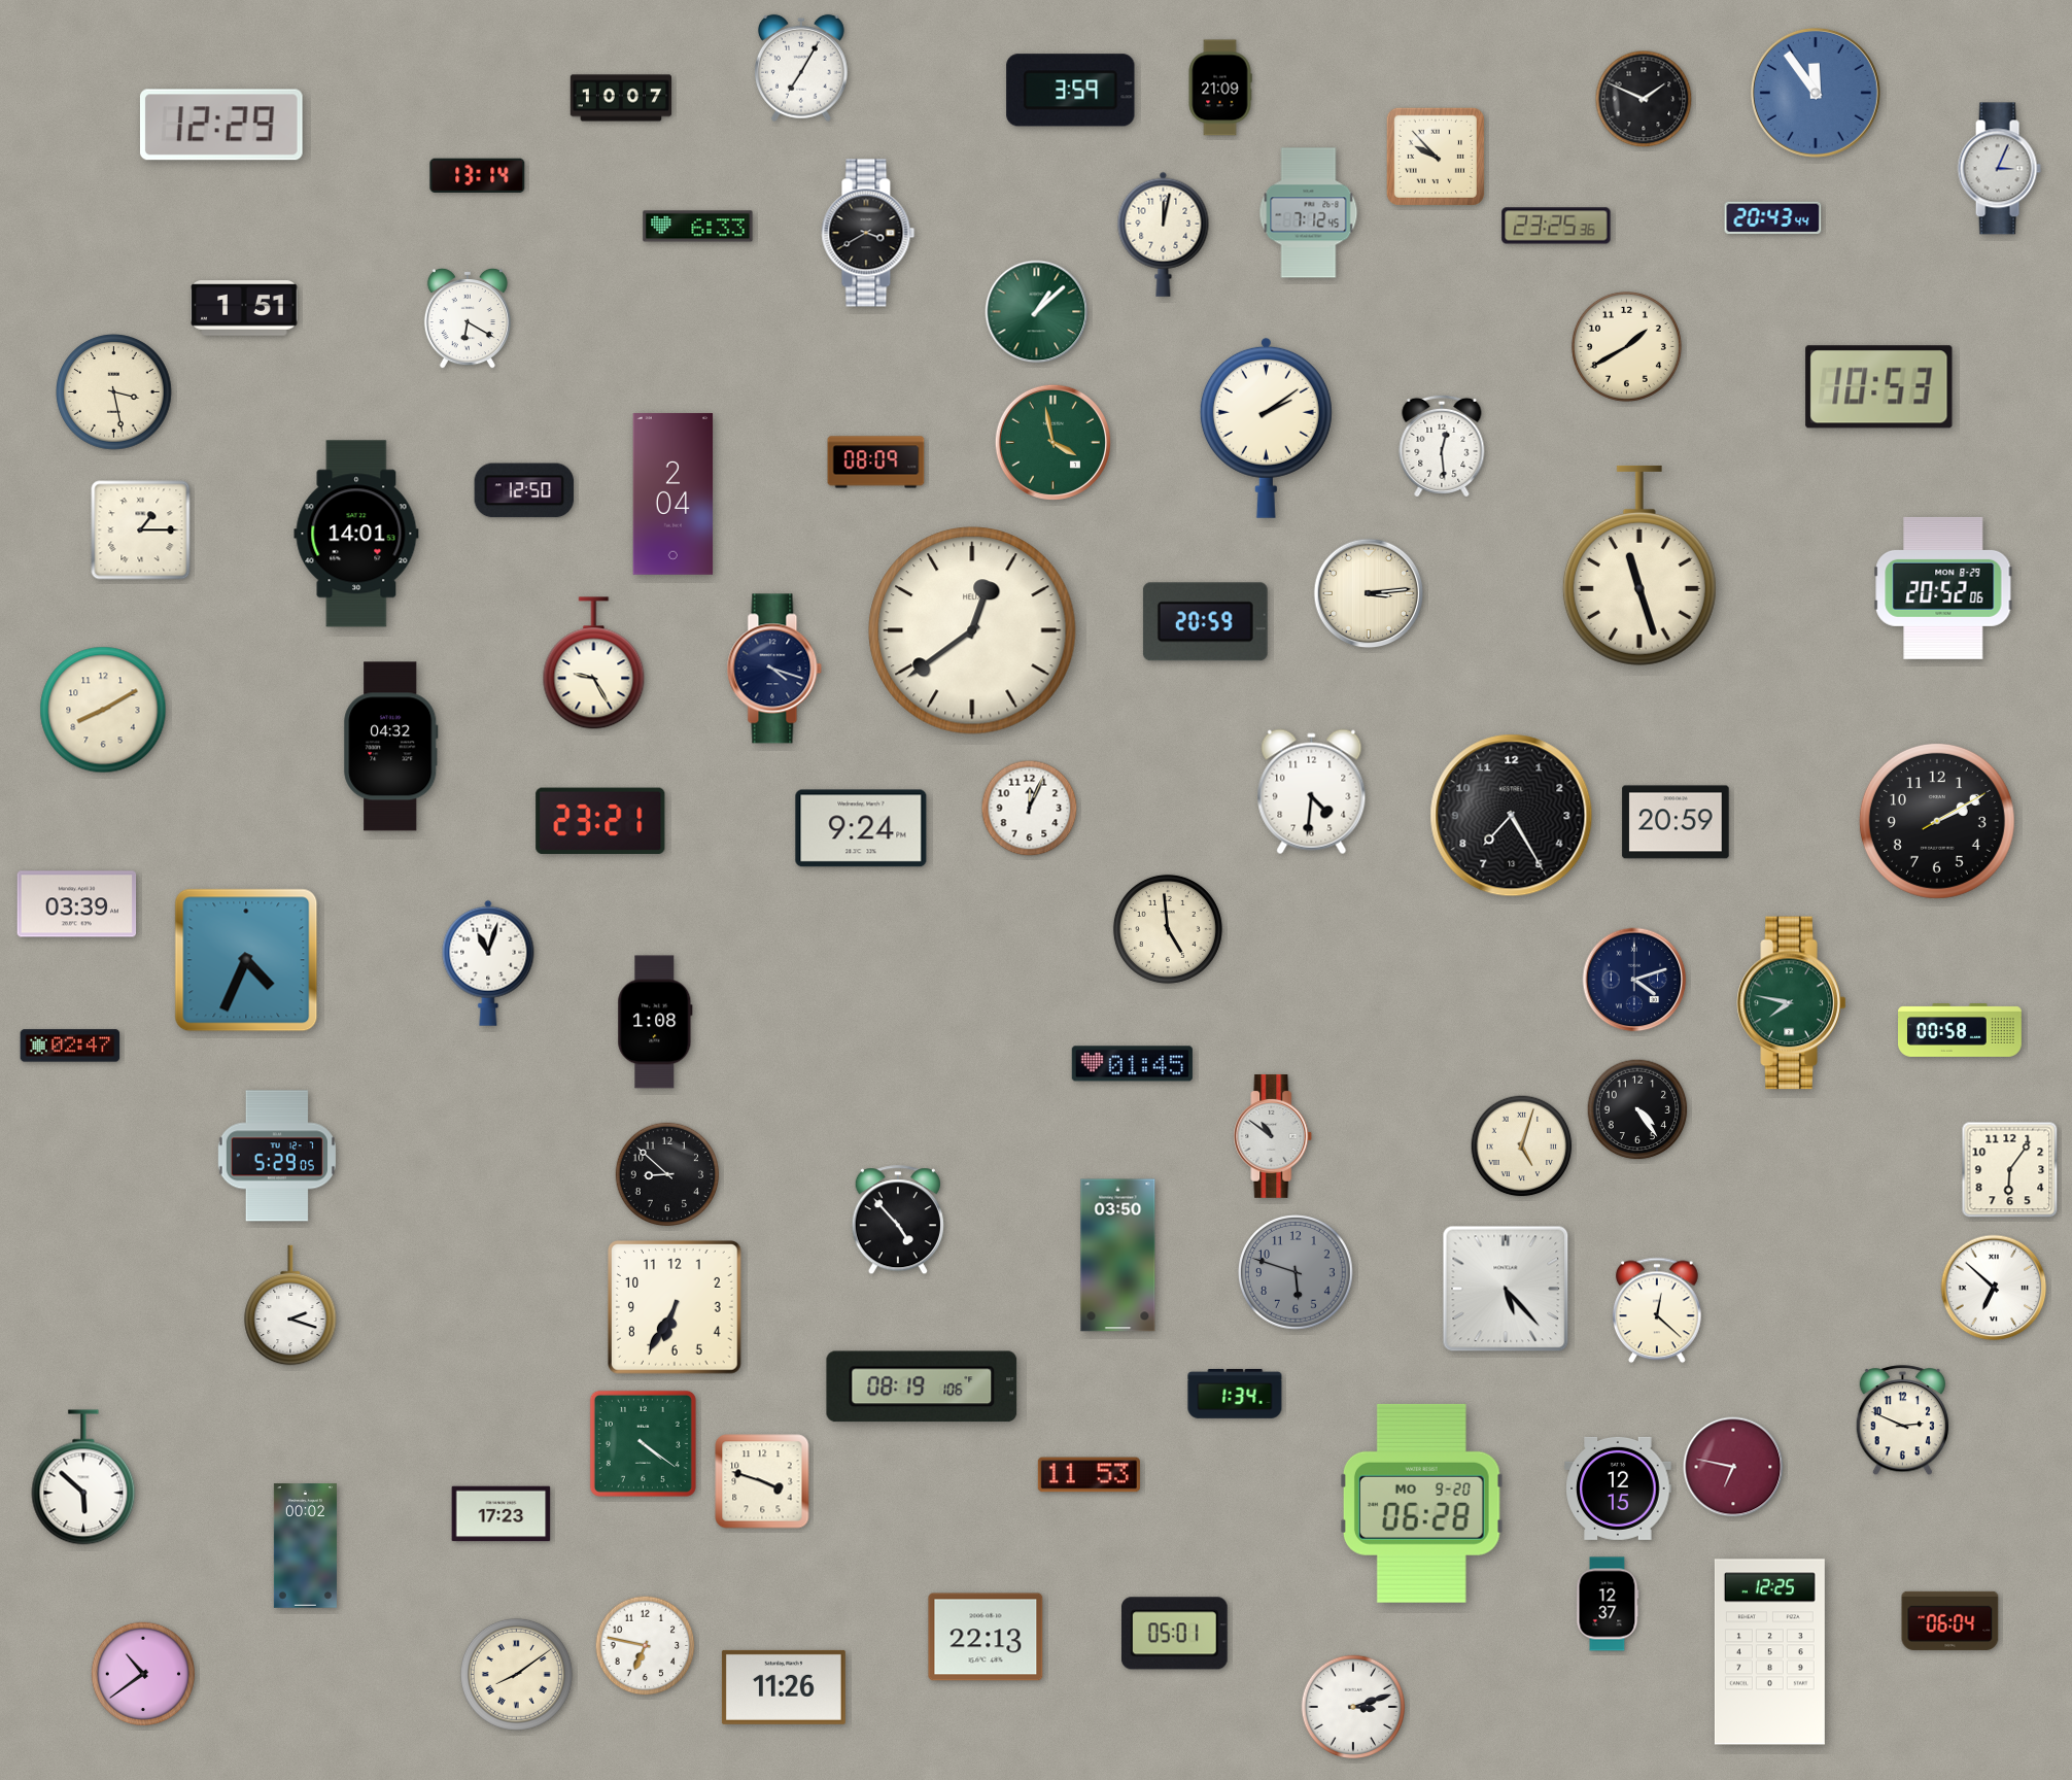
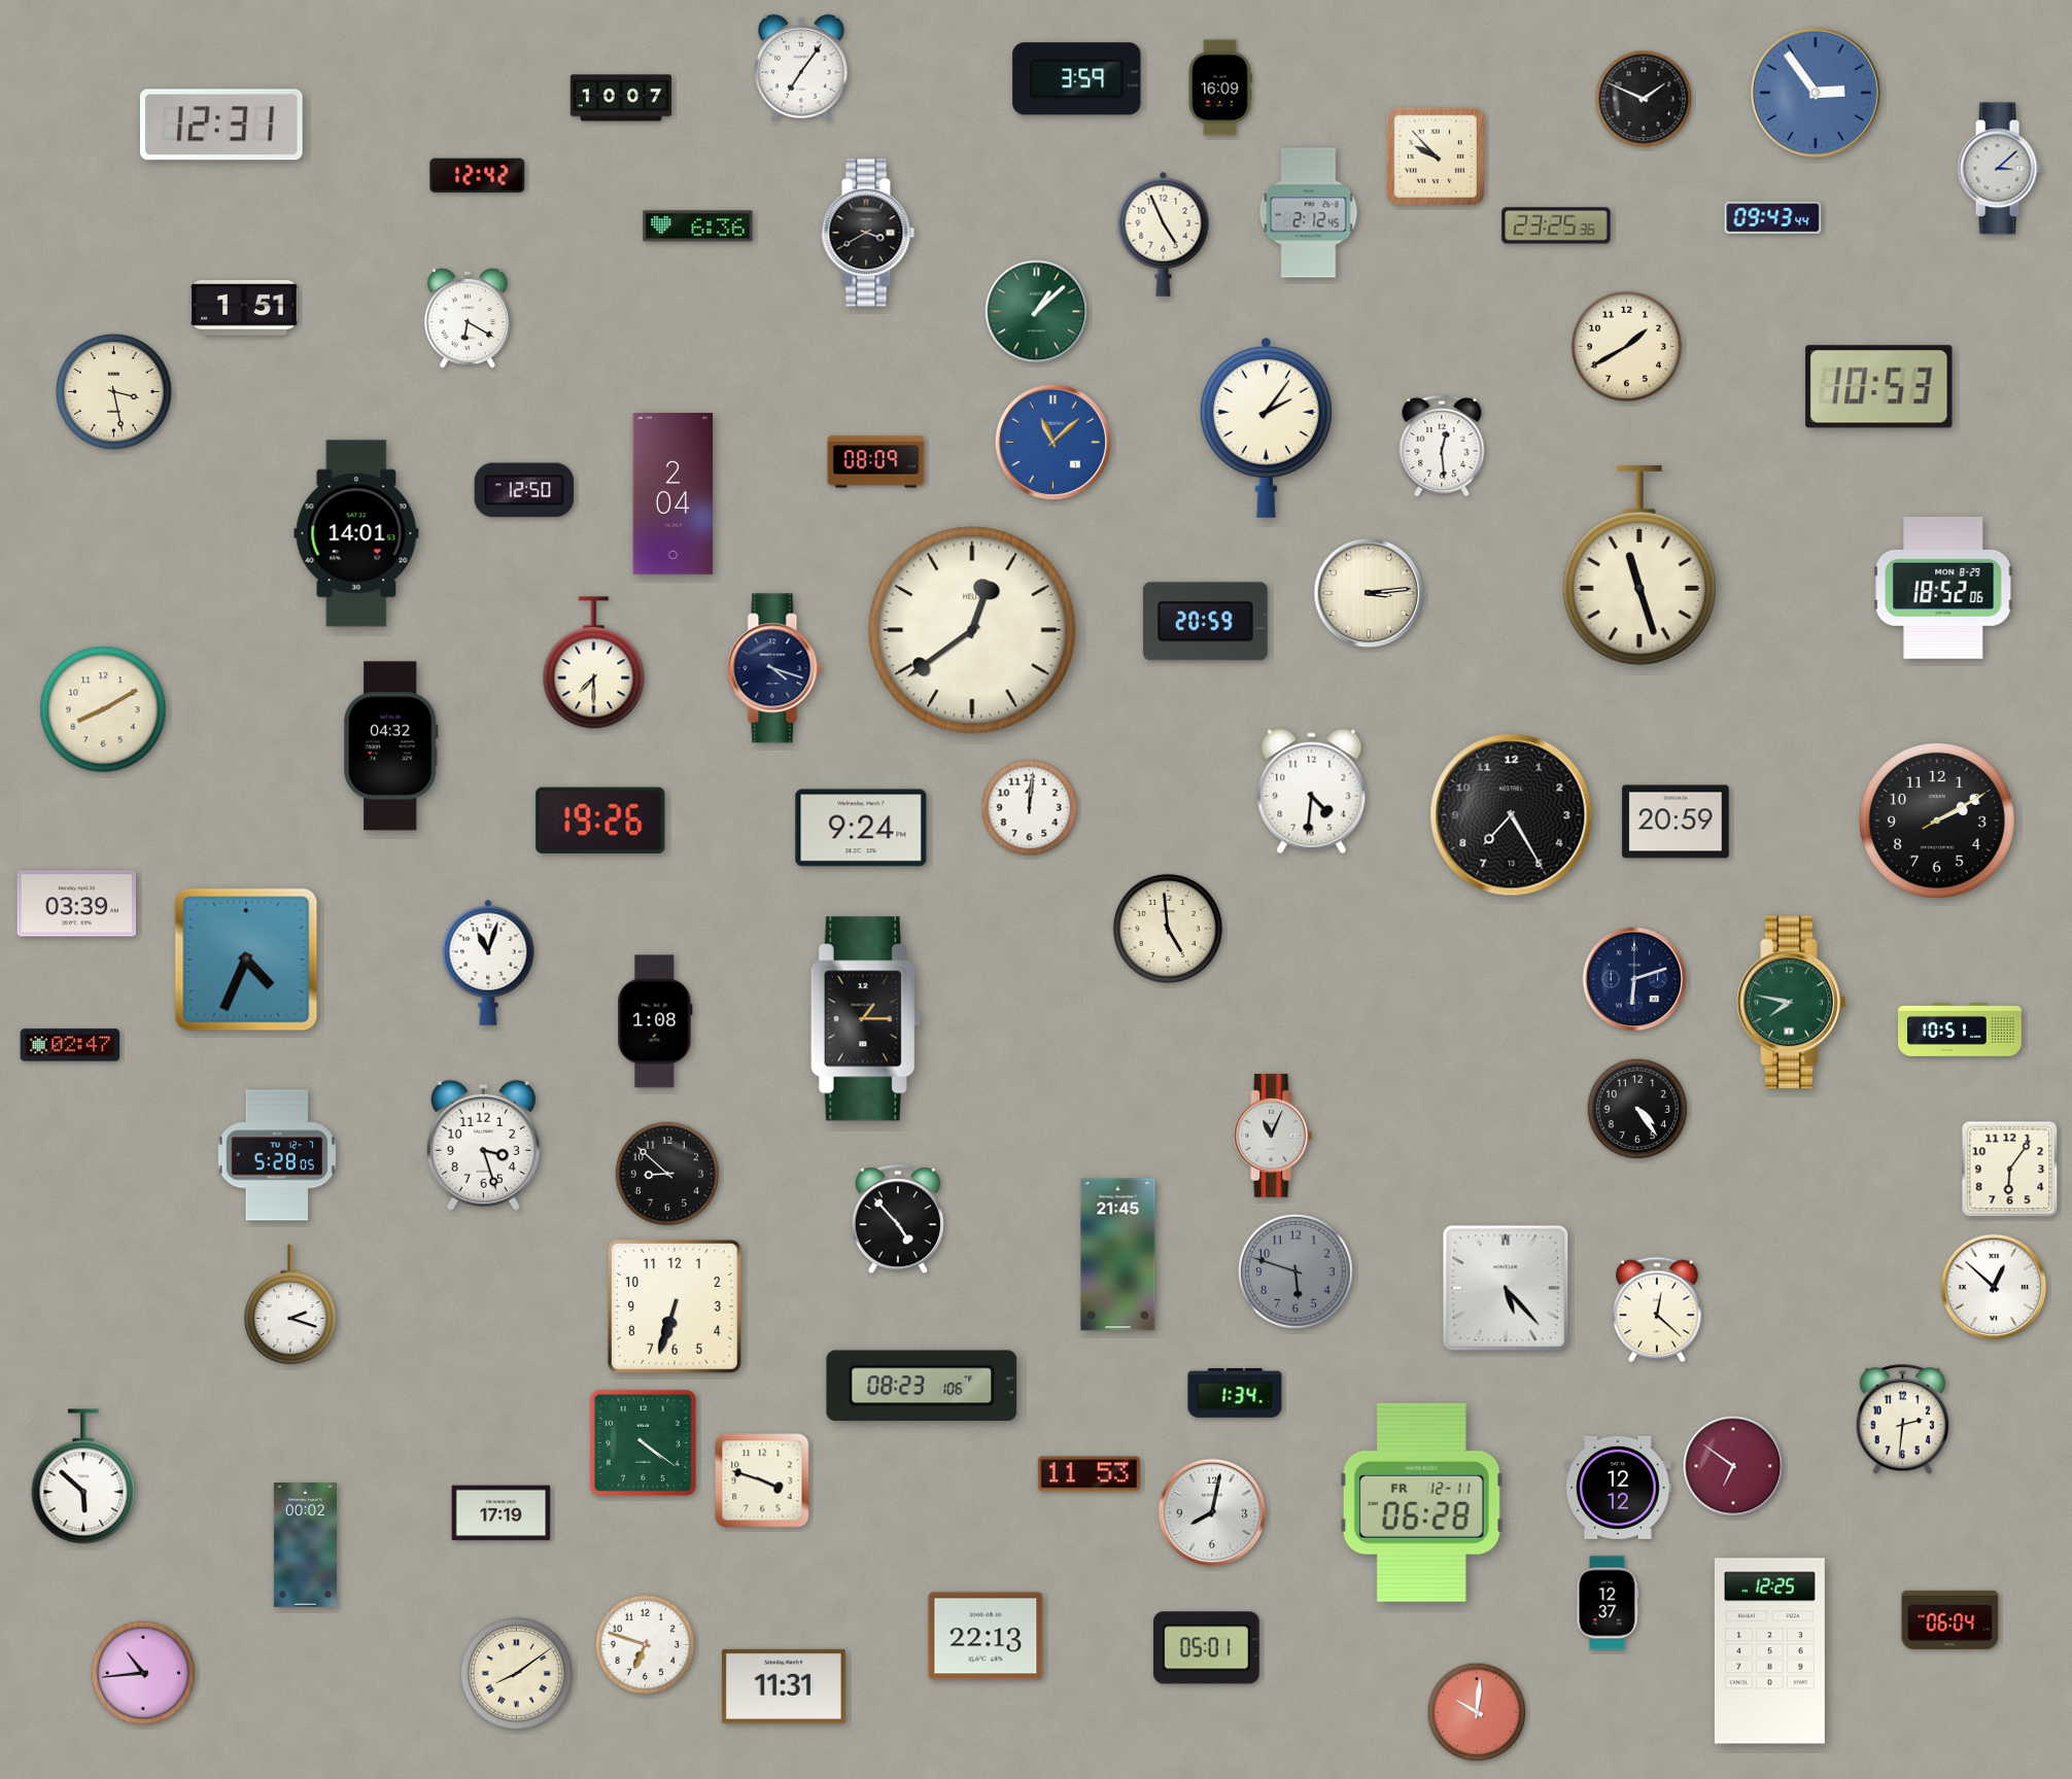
clock at (801, 68): 7:05 -> 7:06
clock at (1220, 88): 21:09 -> 16:09
clock at (1071, 91) position: (1071, 91) -> (1077, 79)
clock at (1816, 93): 11:54 -> 2:54
clock at (221, 125): 12:29 -> 12:31
clock at (1999, 169): 3:04 -> 3:08
clock at (478, 175): 13:14 -> 12:42
clock at (1309, 213): 7:12 -> 2:12
clock at (1773, 218): 20:43 -> 09:43
clock at (698, 227): 6:33 -> 6:36
clock at (1164, 234): 12:02 -> 4:56
clock at (1266, 427): 2:09 -> 2:06
clock at (1052, 442): 3:58 -> 11:08
clock at (1052, 442) dial: green -> blue
clock at (141, 530): 1:15 -> none
clock at (1943, 588): 20:52 -> 18:52
clock at (594, 663): 9:25 -> 7:30
clock at (1030, 809): 12:04 -> 12:01
clock at (600, 821): 23:21 -> 19:26
clock at (1634, 980): 4:12 -> 6:12
clock at (865, 1019): none -> 1:15
clock at (1961, 1031): 00:58 -> 10:51
clock at (1132, 1064): 01:45 -> none
clock at (1273, 1136): 10:51 -> 11:04
clock at (483, 1145): none -> 3:27
clock at (1522, 1146): 5:03 -> none
clock at (277, 1156): 5:29 -> 5:28
clock at (1118, 1256): 03:50 -> 21:45
clock at (1994, 1288): 6:52 -> 12:52
clock at (676, 1308): 6:35 -> 6:33
clock at (922, 1387): 08:19 -> 08:23
clock at (1902, 1420): 2:49 -> 2:31
clock at (1733, 1467): 6:47 -> 6:51
clock at (1618, 1488): 12:15 -> 12:12
clock at (1421, 1503) date: MO 9-20 -> FR 12-11
clock at (1212, 1512): none -> 8:02
clock at (502, 1514): 17:23 -> 17:19
clock at (1175, 1634) position: (1175, 1634) -> (1207, 1648)
clock at (646, 1646): 6:47 -> 6:48
clock at (142, 1673): 10:39 -> 10:44
clock at (784, 1687): 11:26 -> 11:31
clock at (1352, 1706): 3:12 -> none
clock at (1477, 1712): none -> 10:01
